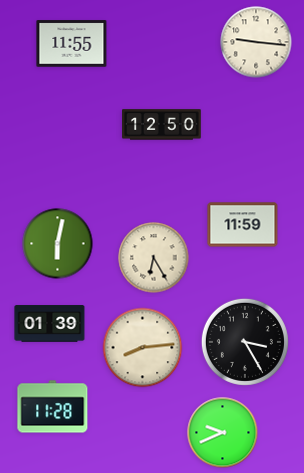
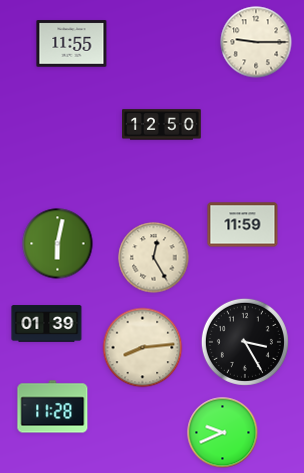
clock at (256, 42): 9:16 -> 9:15
clock at (154, 258): 6:25 -> 12:25
clock at (50, 324) position: (50, 324) -> (47, 324)
